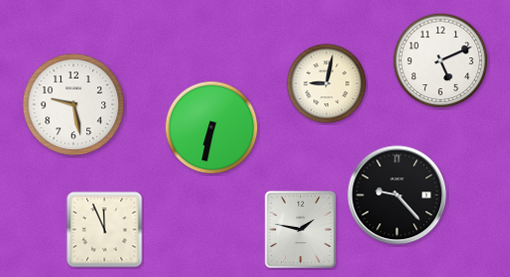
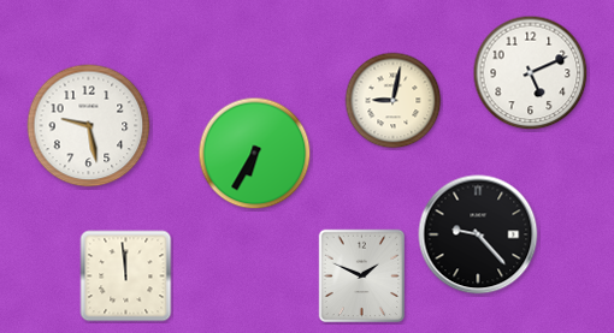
clock at (212, 128): 6:32 -> 6:35
clock at (105, 230): 11:56 -> 11:59
clock at (301, 230): 1:47 -> 1:49
